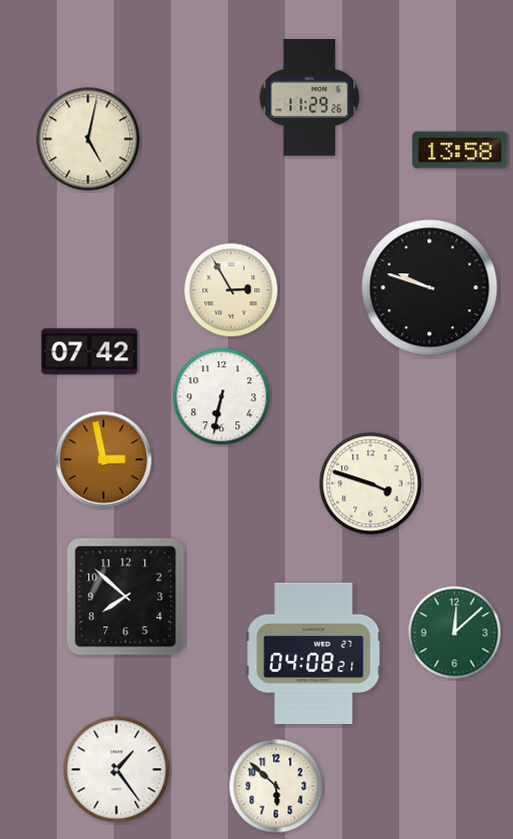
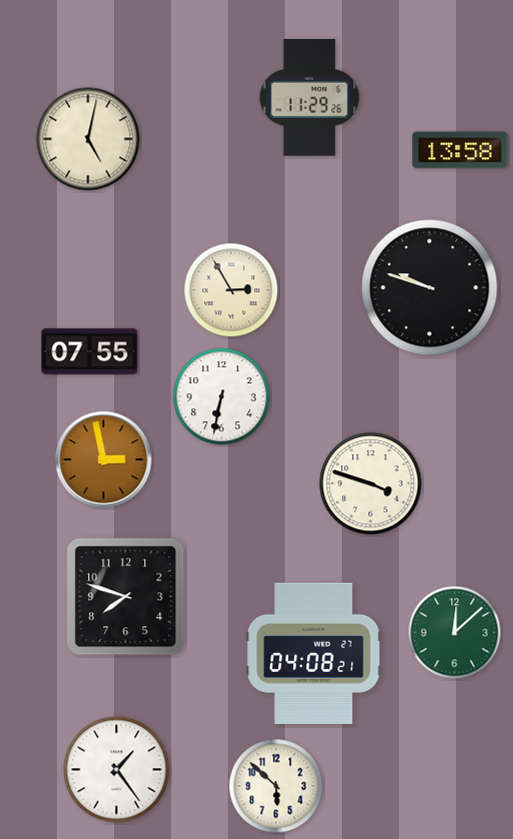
clock at (90, 352): 07:42 -> 07:55
clock at (126, 597): 7:52 -> 7:48
